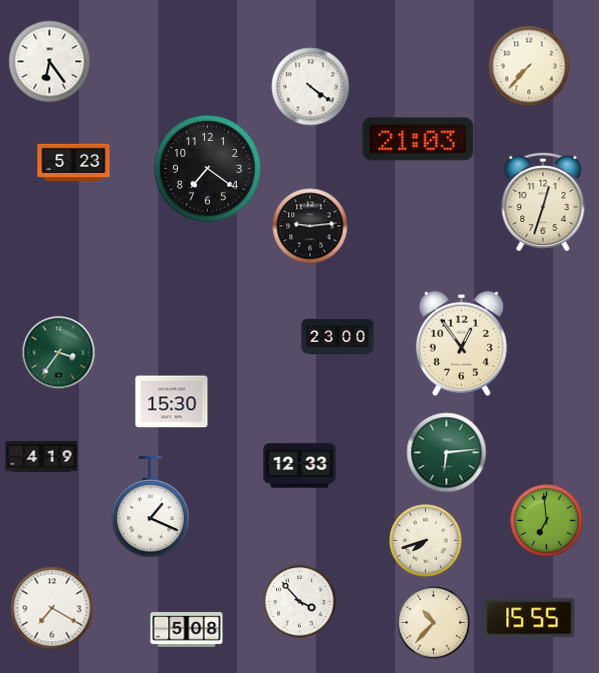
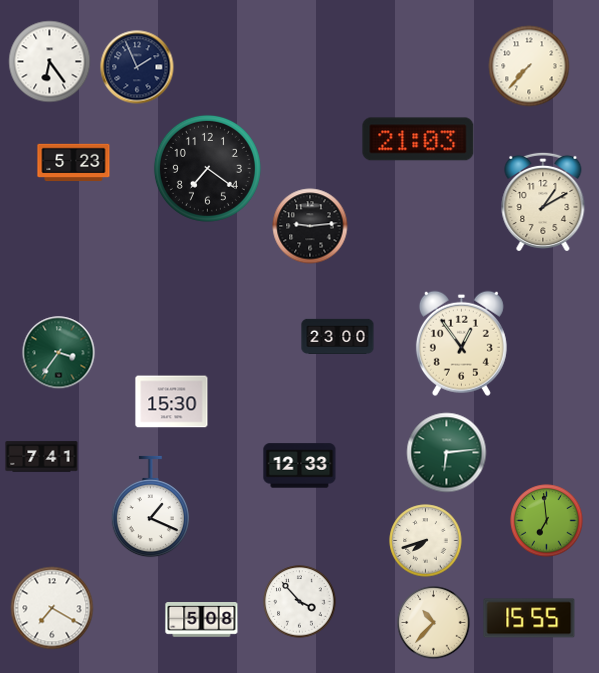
clock at (137, 67): none -> 1:56
clock at (311, 87): 4:21 -> none
clock at (543, 201): 12:33 -> 1:10
clock at (42, 457): 4:19 -> 7:41
clock at (187, 630) position: (187, 630) -> (202, 620)
